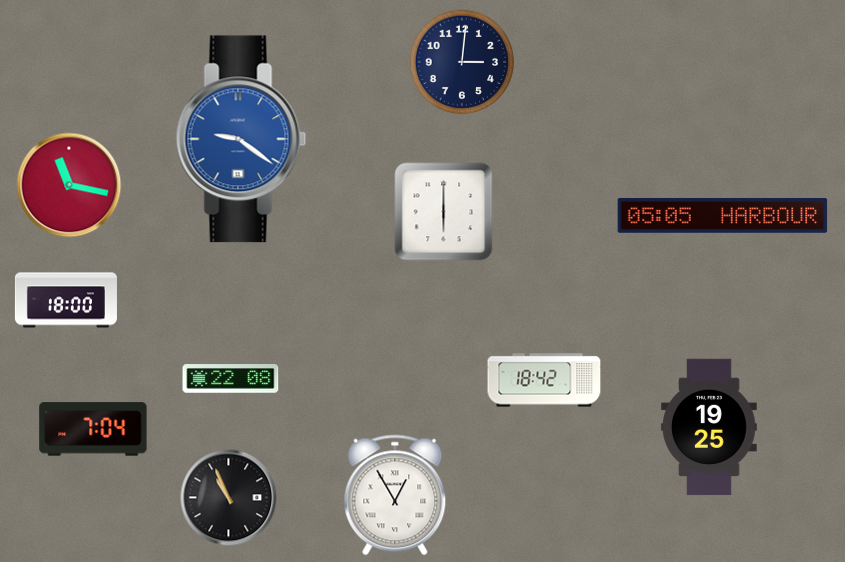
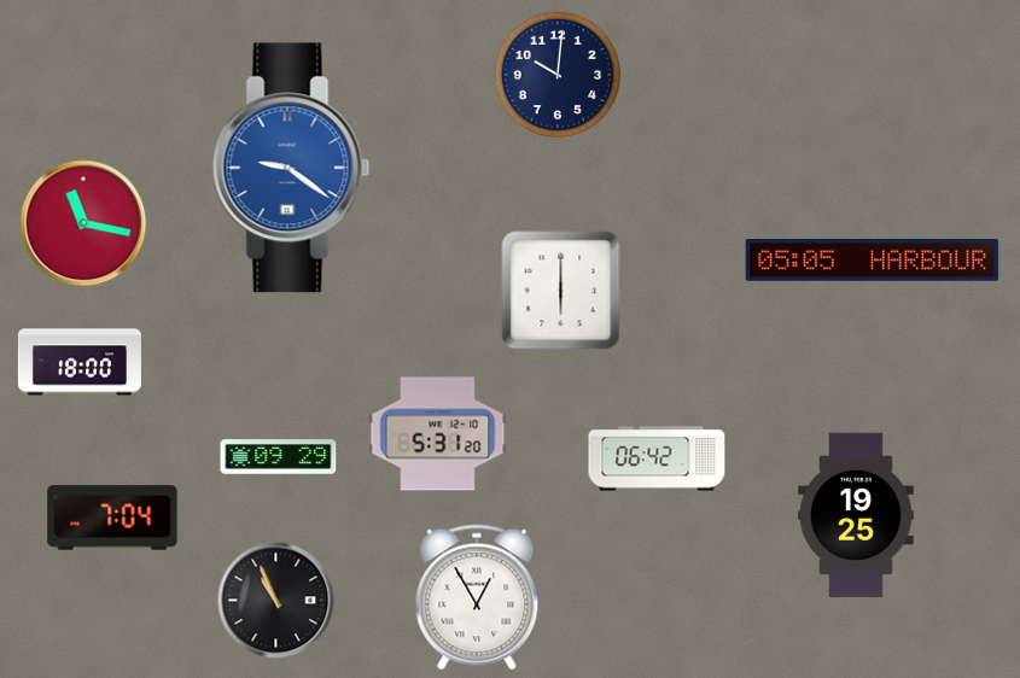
clock at (462, 62): 3:01 -> 10:01
clock at (444, 212) position: (444, 212) -> (561, 291)
clock at (438, 434): none -> 5:31
clock at (231, 379): 22:08 -> 09:29
clock at (544, 380): 18:42 -> 06:42
